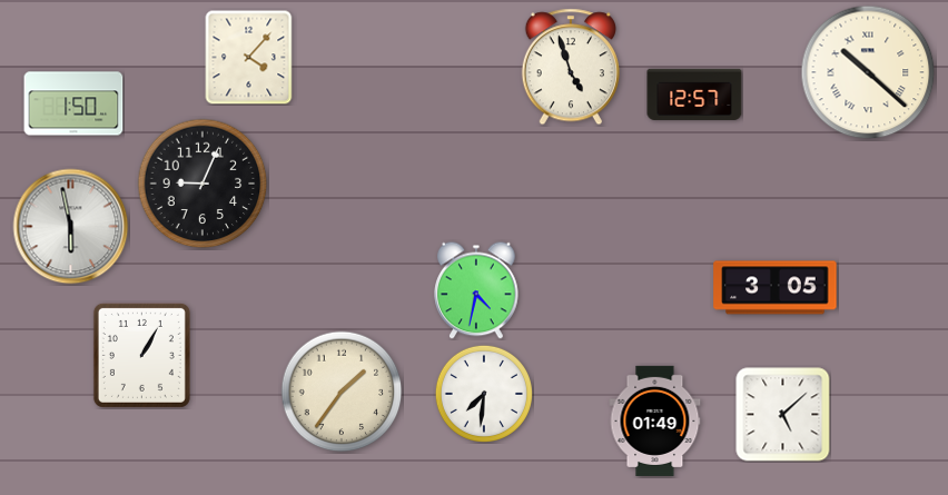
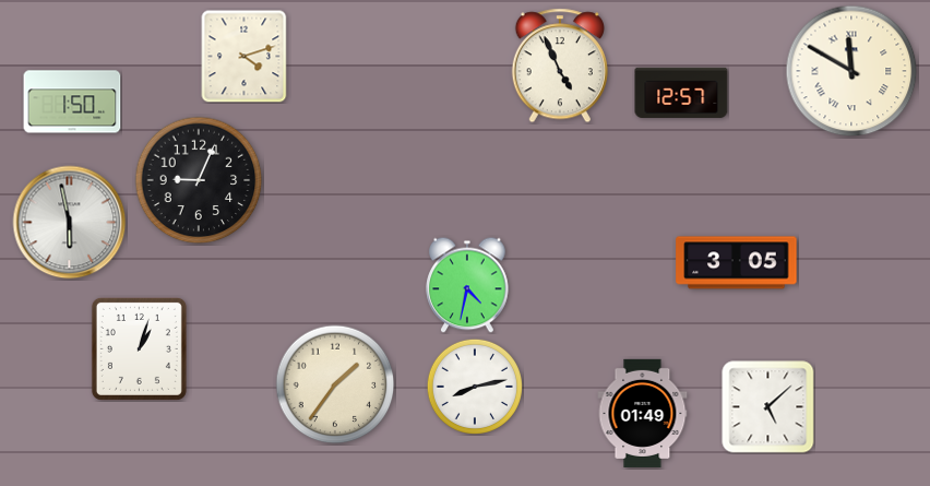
clock at (249, 57): 4:07 -> 4:12
clock at (571, 67): 4:57 -> 4:56
clock at (868, 72): 10:22 -> 11:50
clock at (776, 288) position: (776, 288) -> (737, 263)
clock at (141, 355): 1:05 -> 1:03
clock at (484, 394): 7:31 -> 8:13
